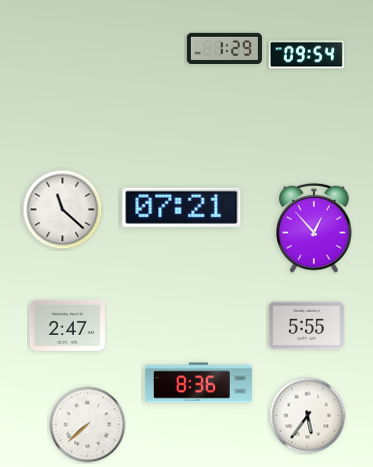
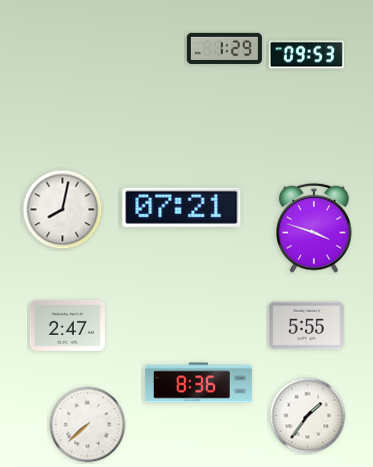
clock at (306, 55): 09:54 -> 09:53
clock at (63, 210): 11:22 -> 8:02
clock at (314, 228): 12:53 -> 3:48
clock at (308, 416): 5:36 -> 1:36
